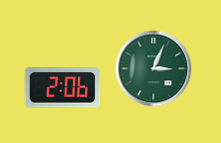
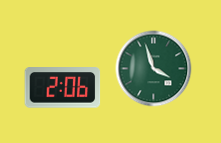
clock at (154, 69): 3:04 -> 3:57
